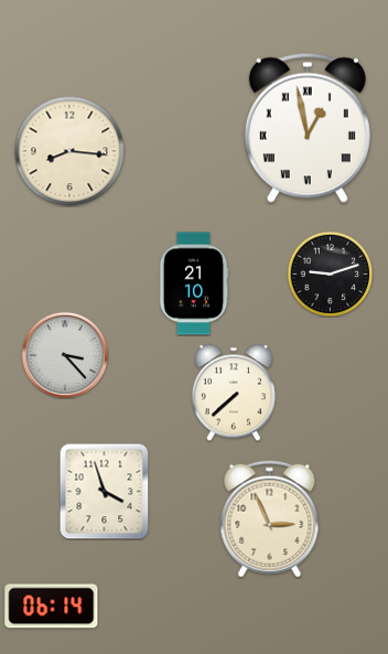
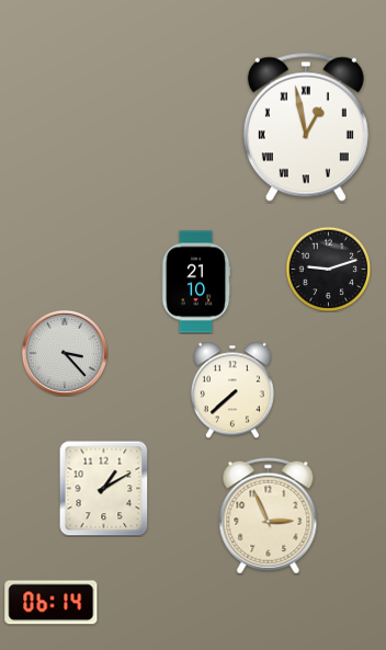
clock at (69, 151): 8:16 -> none
clock at (330, 274) position: (330, 274) -> (328, 269)
clock at (194, 283) position: (194, 283) -> (196, 282)
clock at (105, 491): 3:57 -> 1:10
